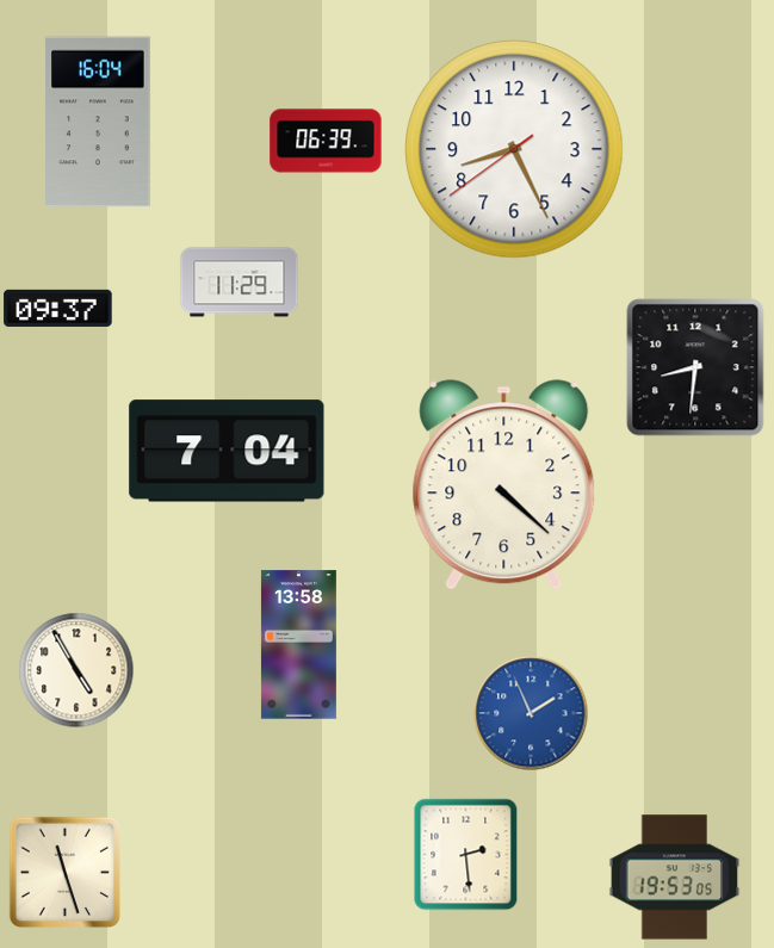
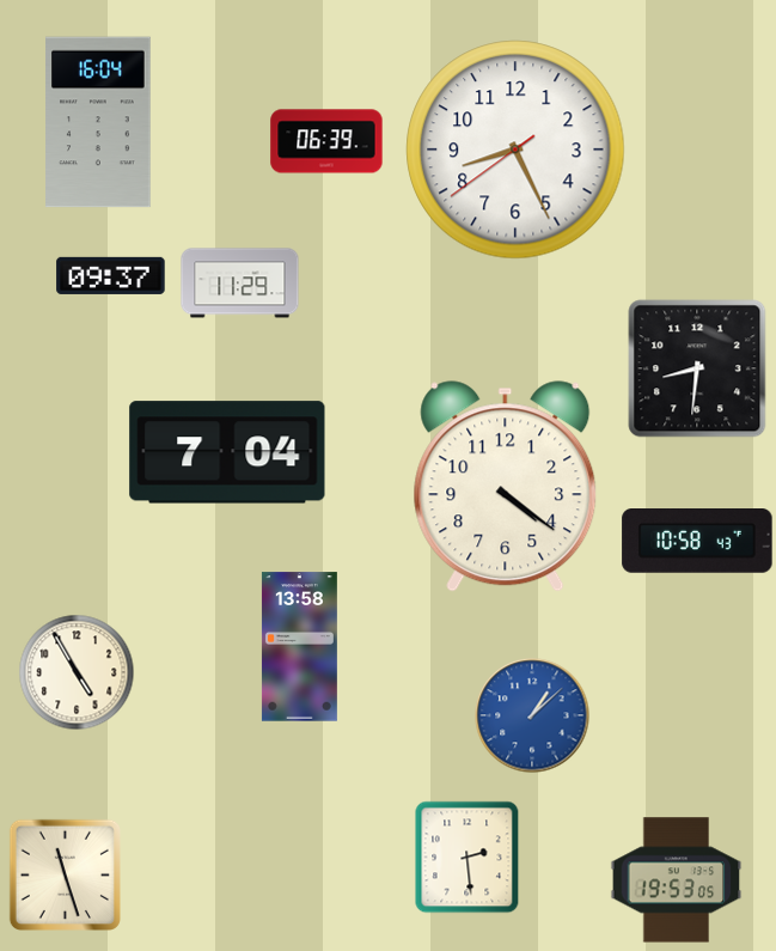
clock at (58, 308) position: (58, 308) -> (111, 275)
clock at (504, 485): 4:22 -> 4:21
clock at (697, 542): none -> 10:58
clock at (531, 713): 1:56 -> 1:08
